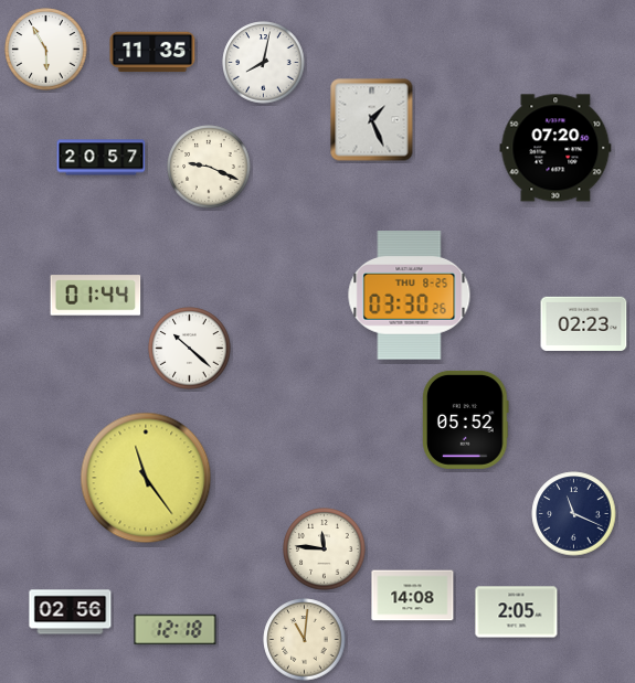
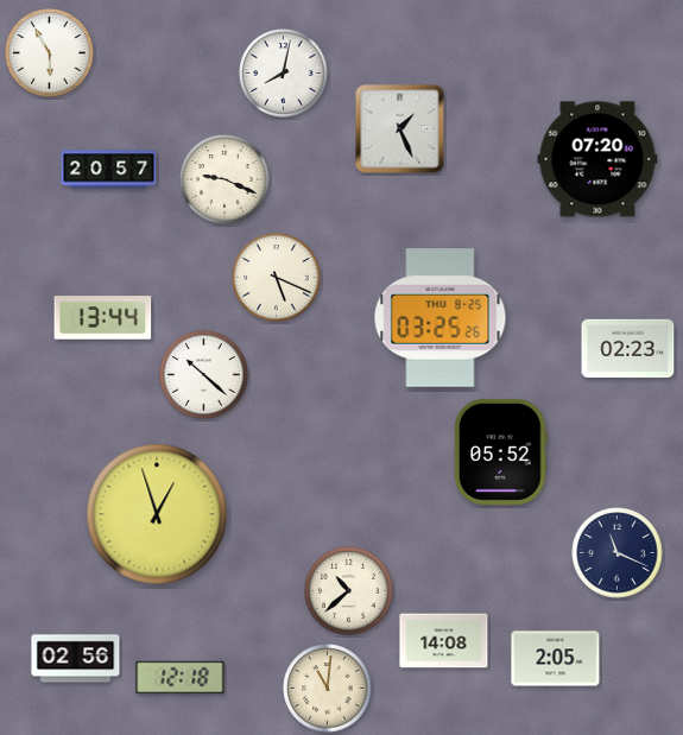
clock at (152, 52): 11:35 -> none
clock at (264, 63) position: (264, 63) -> (284, 74)
clock at (277, 278): none -> 5:19
clock at (96, 296): 01:44 -> 13:44
clock at (410, 296): 03:30 -> 03:25
clock at (146, 478): 11:24 -> 12:57
clock at (325, 549): 11:46 -> 10:38
clock at (176, 630) position: (176, 630) -> (181, 678)
